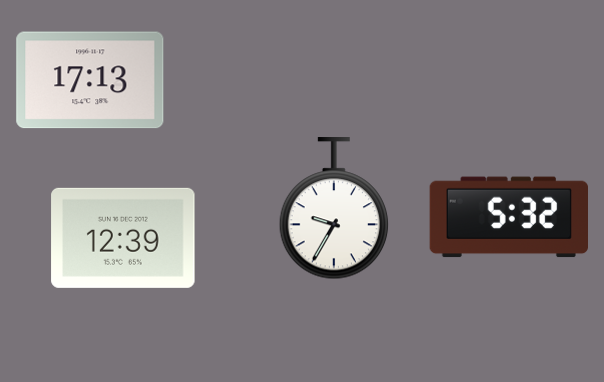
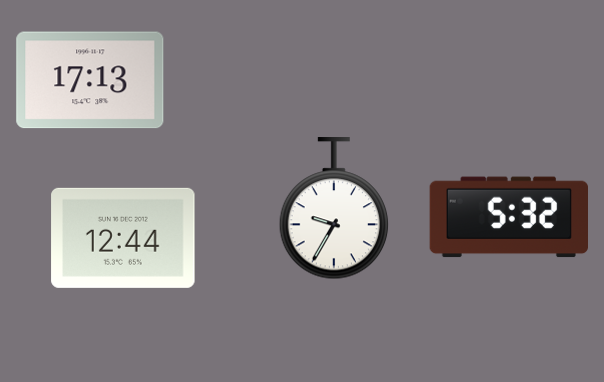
clock at (123, 238): 12:39 -> 12:44
